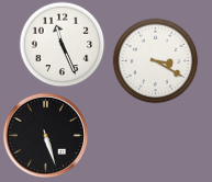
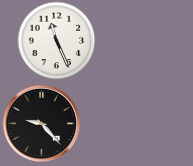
clock at (155, 60): 3:20 -> none
clock at (45, 135): 5:27 -> 9:23
